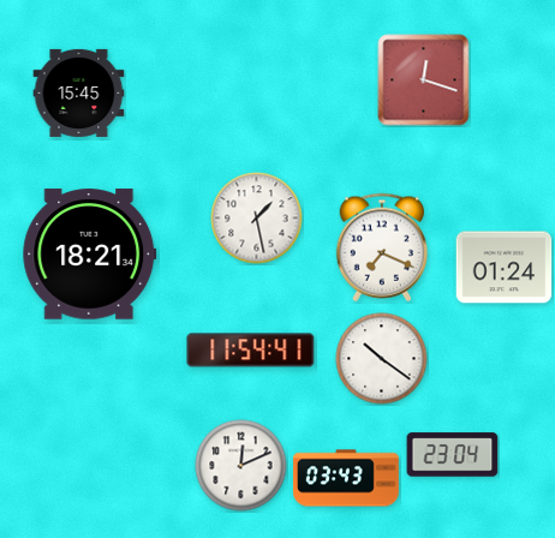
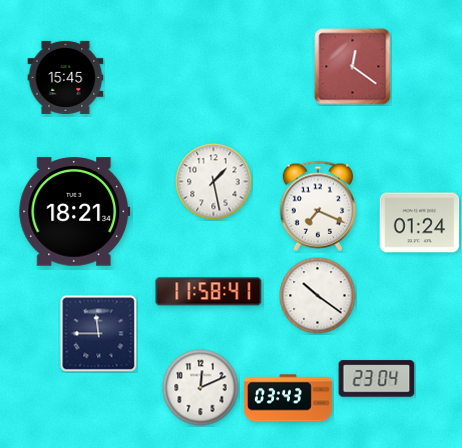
clock at (424, 80): 12:18 -> 12:21
clock at (251, 351): 11:54 -> 11:58
clock at (382, 359) position: (382, 359) -> (318, 296)
clock at (99, 334): none -> 11:45
